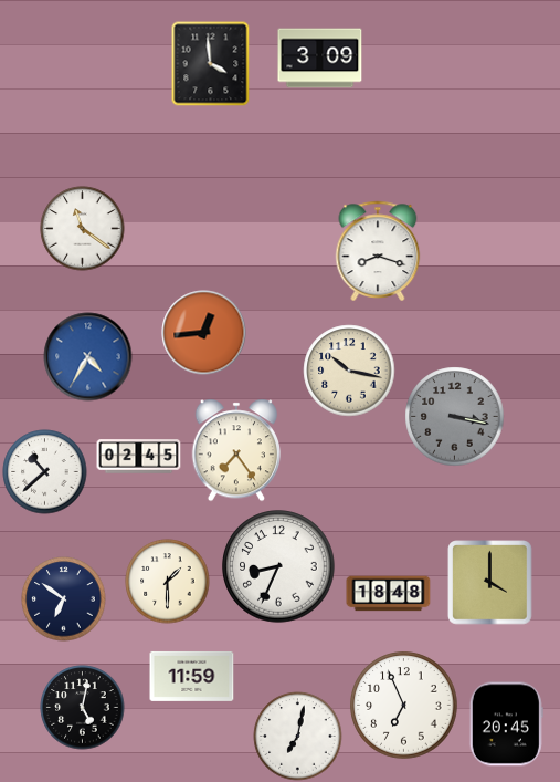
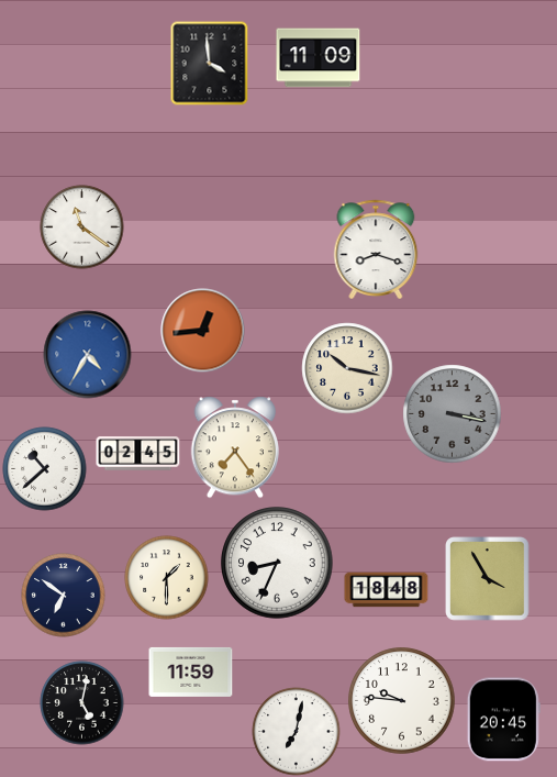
clock at (320, 59): 3:09 -> 11:09
clock at (490, 583): 4:00 -> 3:55
clock at (404, 706): 6:56 -> 9:46
